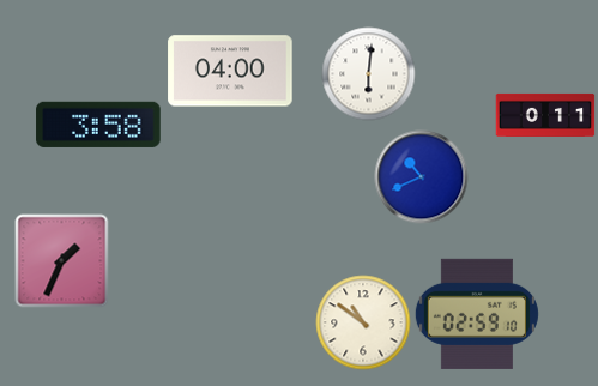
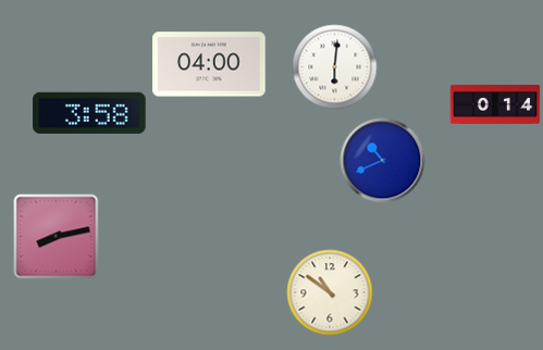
clock at (545, 115): 0:11 -> 0:14
clock at (61, 260): 1:34 -> 8:13
clock at (477, 314): 02:59 -> none
